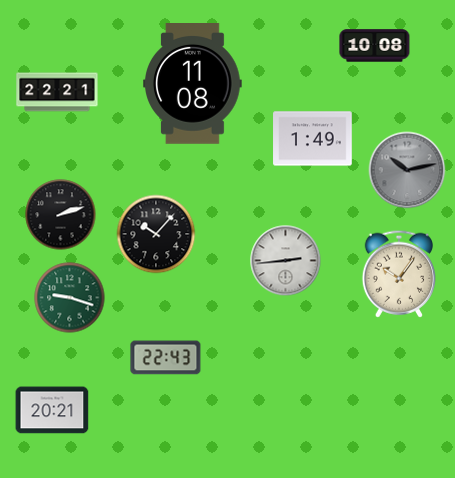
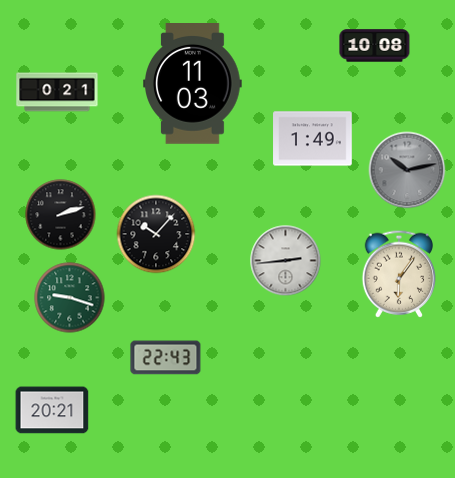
clock at (193, 84): 11:08 -> 11:03
clock at (57, 92): 22:21 -> 0:21
clock at (398, 274): 10:06 -> 6:06
